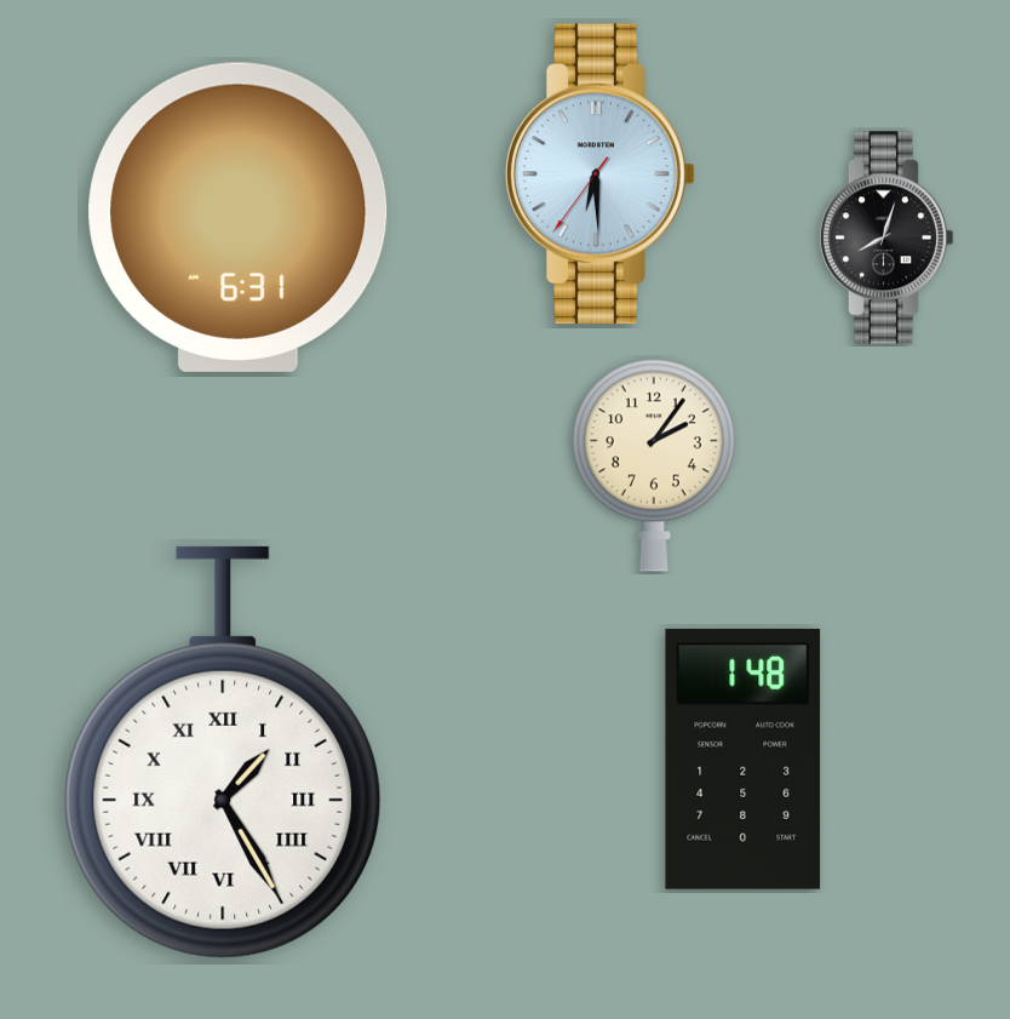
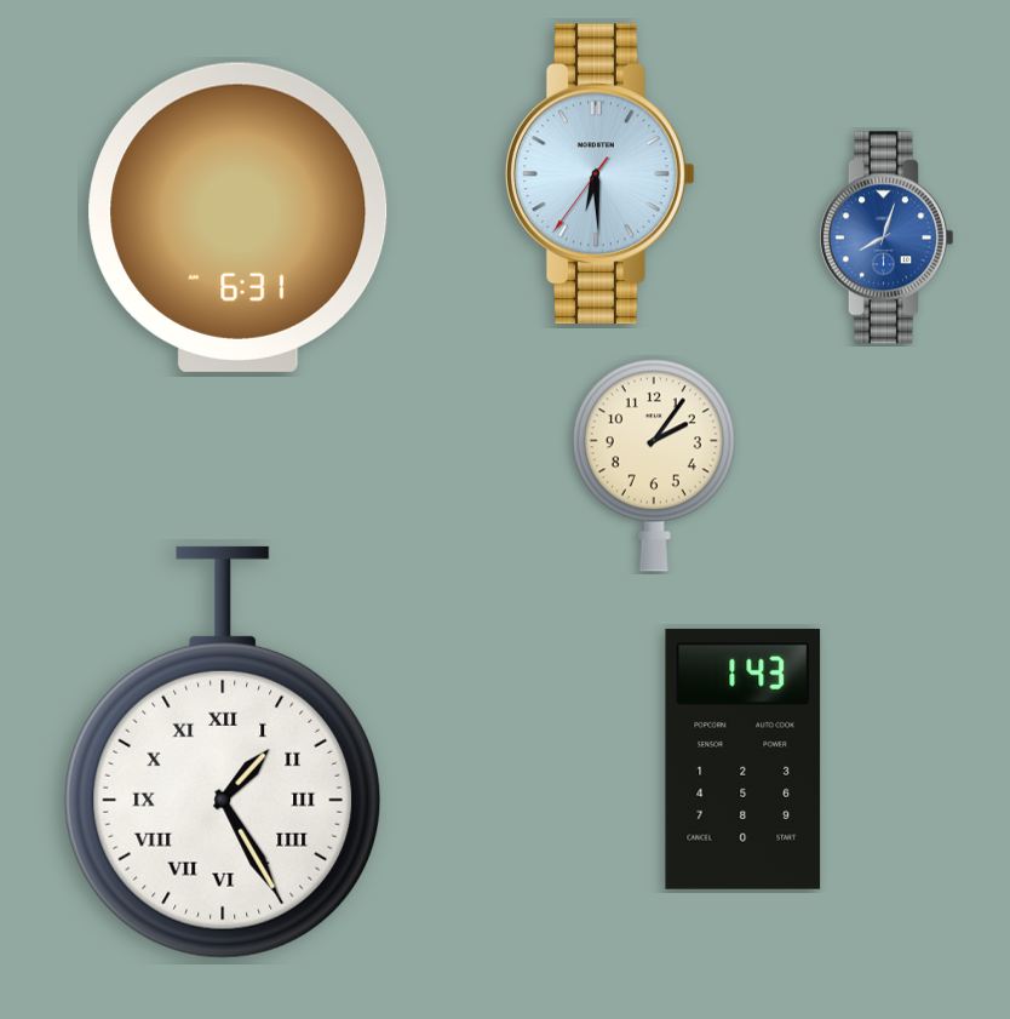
clock at (885, 237) dial: black -> blue
clock at (744, 758): 1:48 -> 1:43
